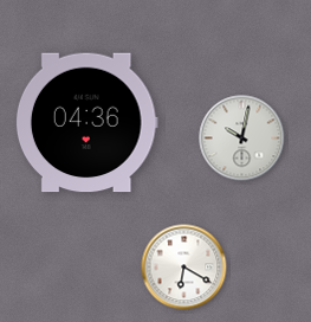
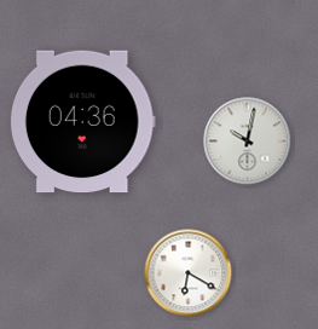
clock at (86, 123) position: (86, 123) -> (82, 122)
